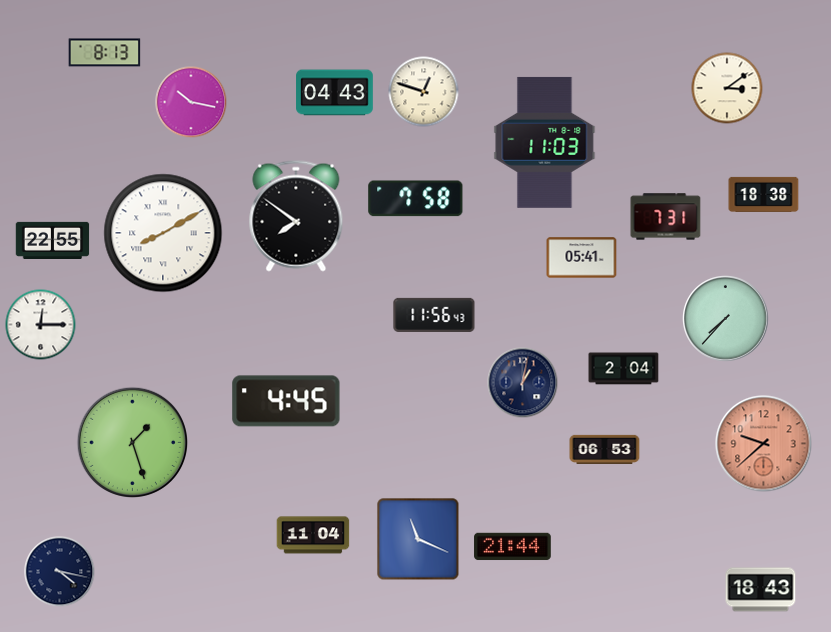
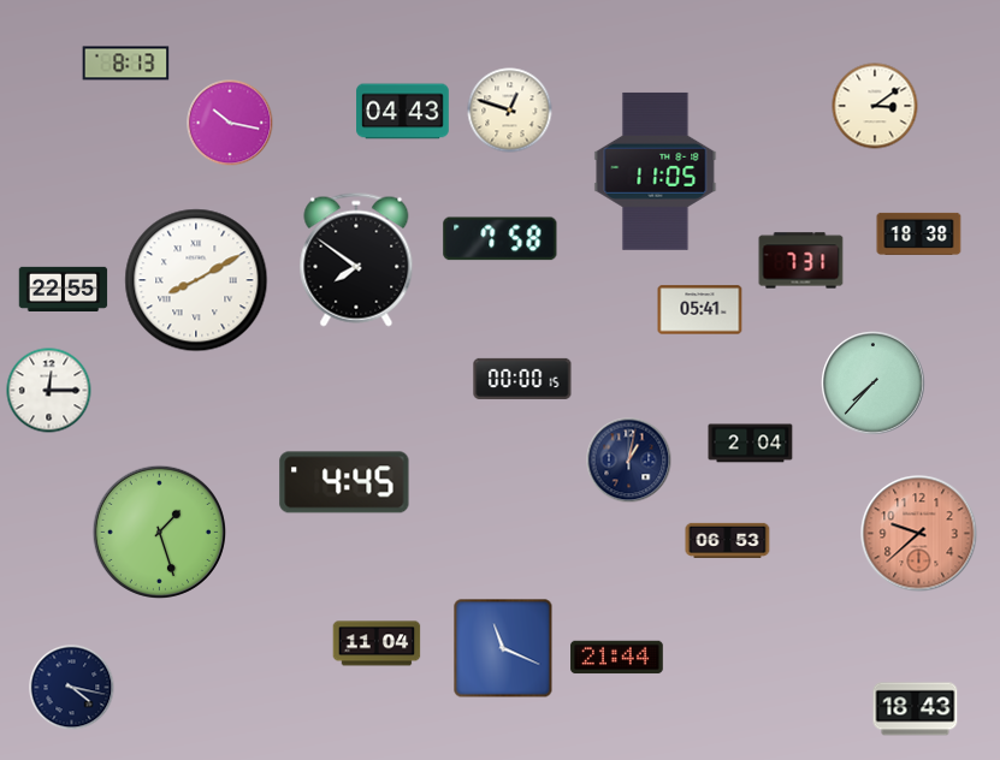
clock at (545, 142): 11:03 -> 11:05
clock at (434, 315): 11:56 -> 00:00
